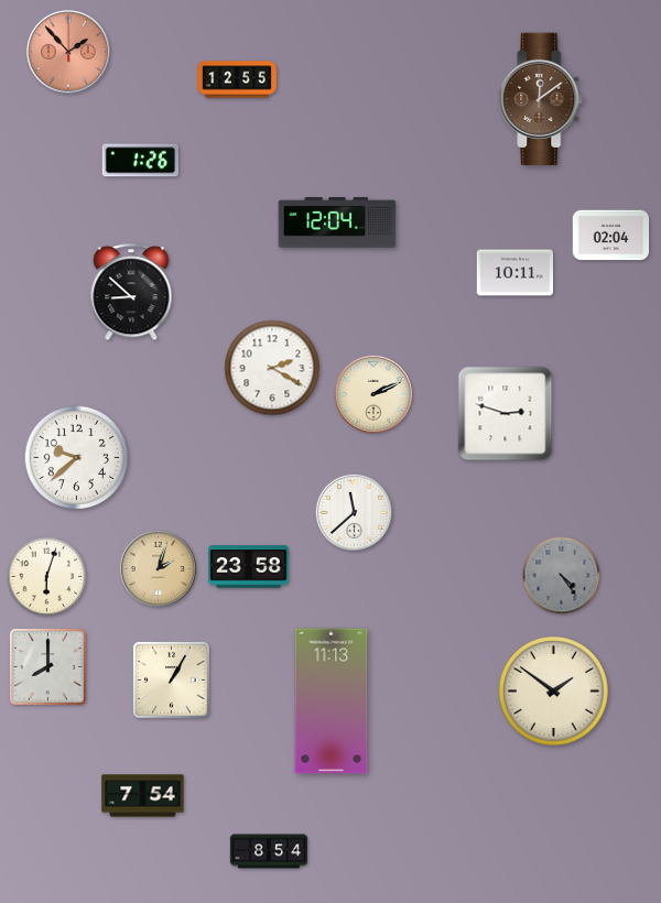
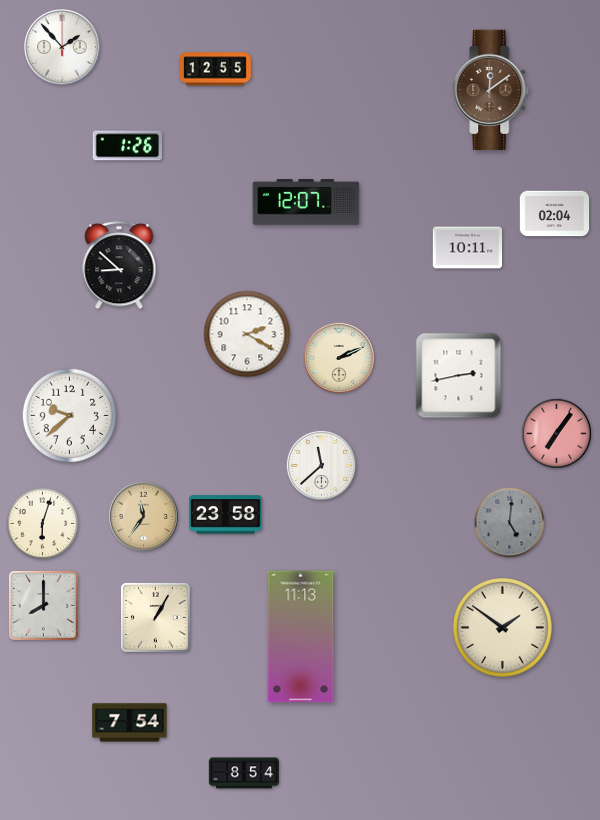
clock at (68, 52) dial: salmon -> white
clock at (237, 79) position: (237, 79) -> (215, 69)
clock at (337, 222): 12:04 -> 12:07
clock at (506, 414): 2:48 -> 2:43
clock at (556, 433): none -> 7:06
clock at (158, 568): 2:03 -> 11:36
clock at (562, 576): 4:24 -> 5:01
